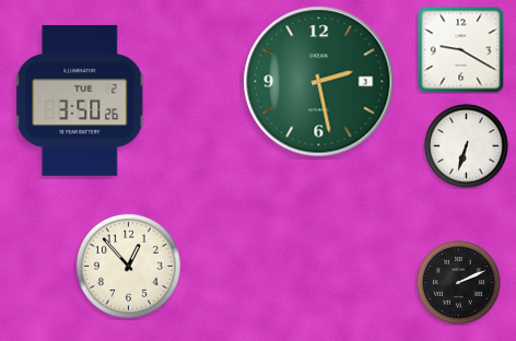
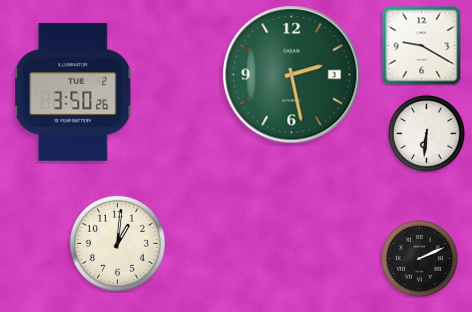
clock at (467, 146): 6:33 -> 6:31
clock at (128, 266): 12:53 -> 1:01
